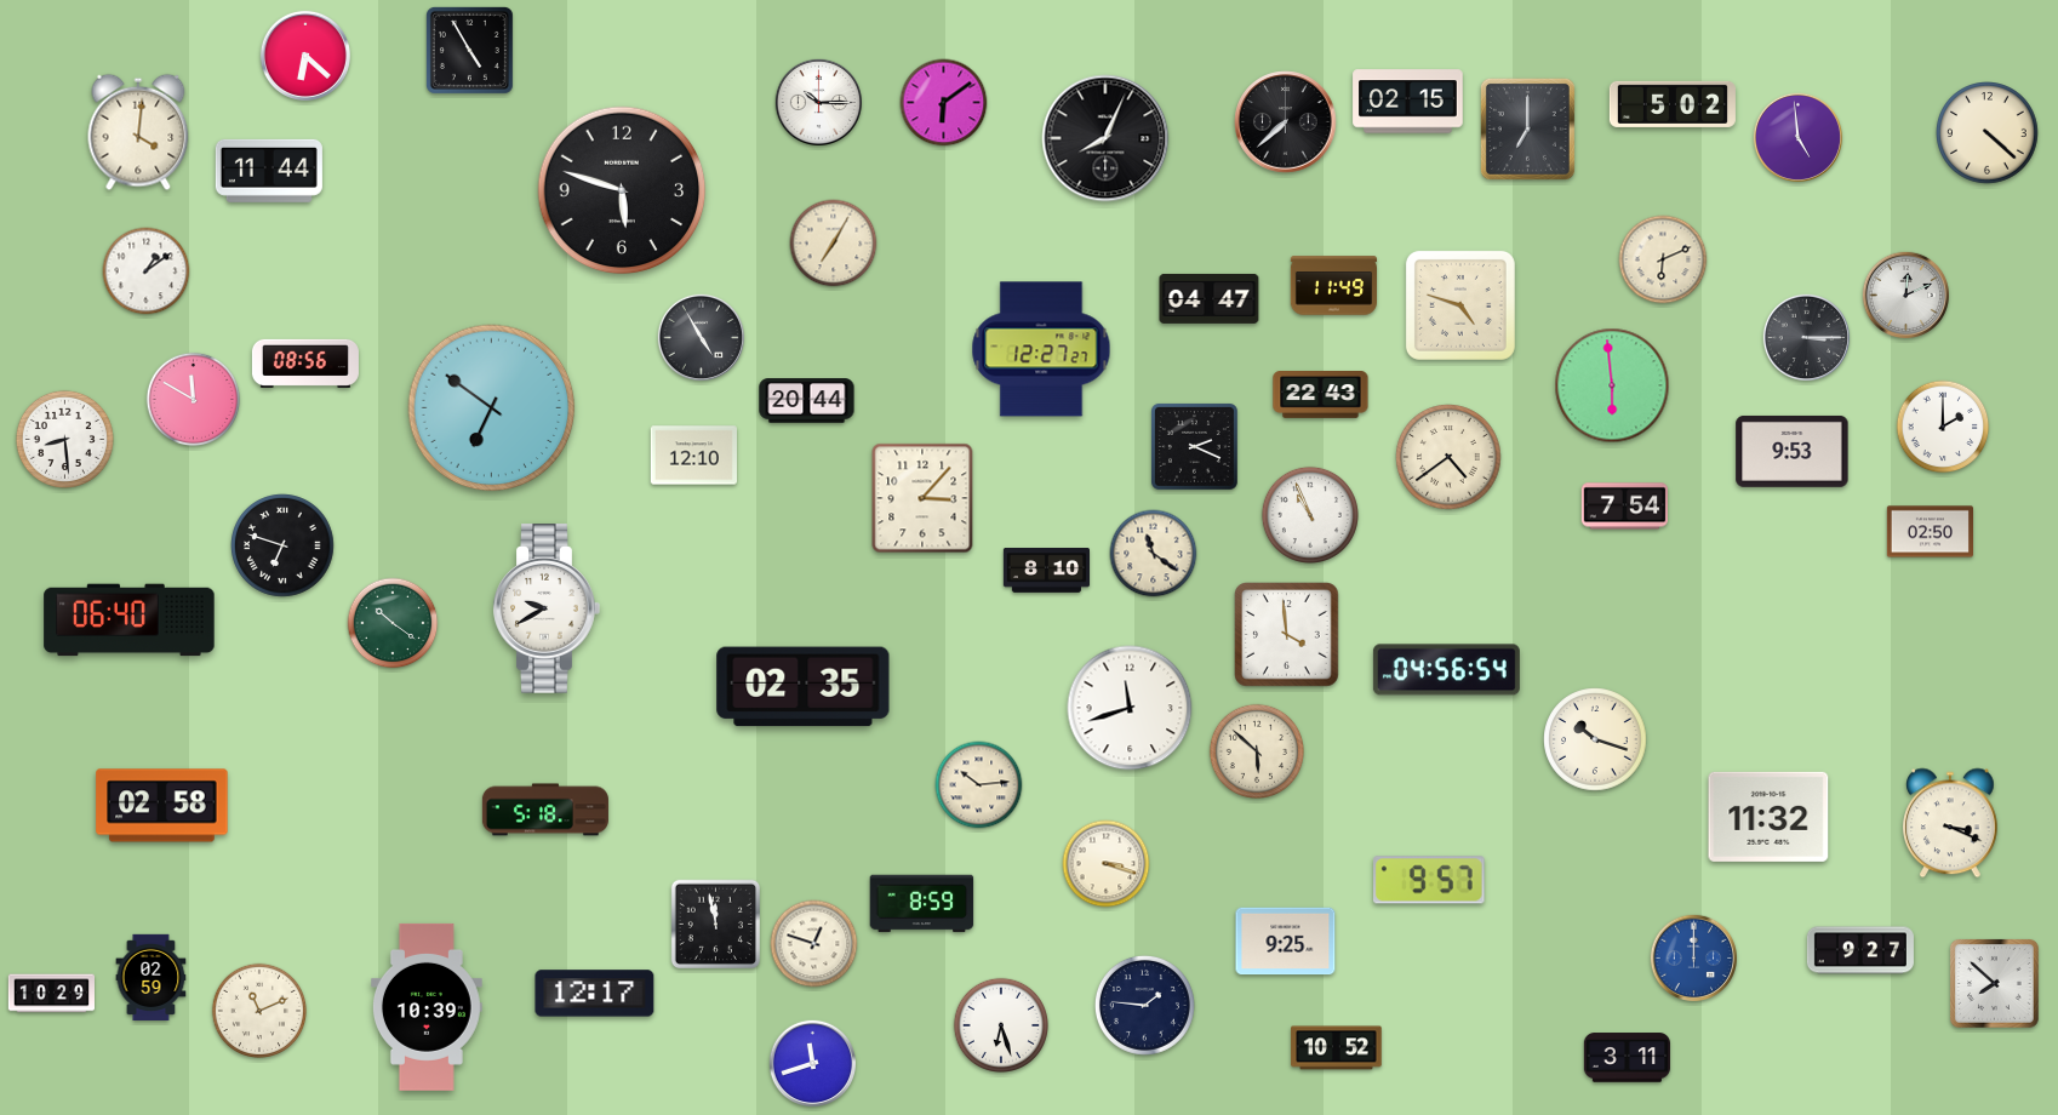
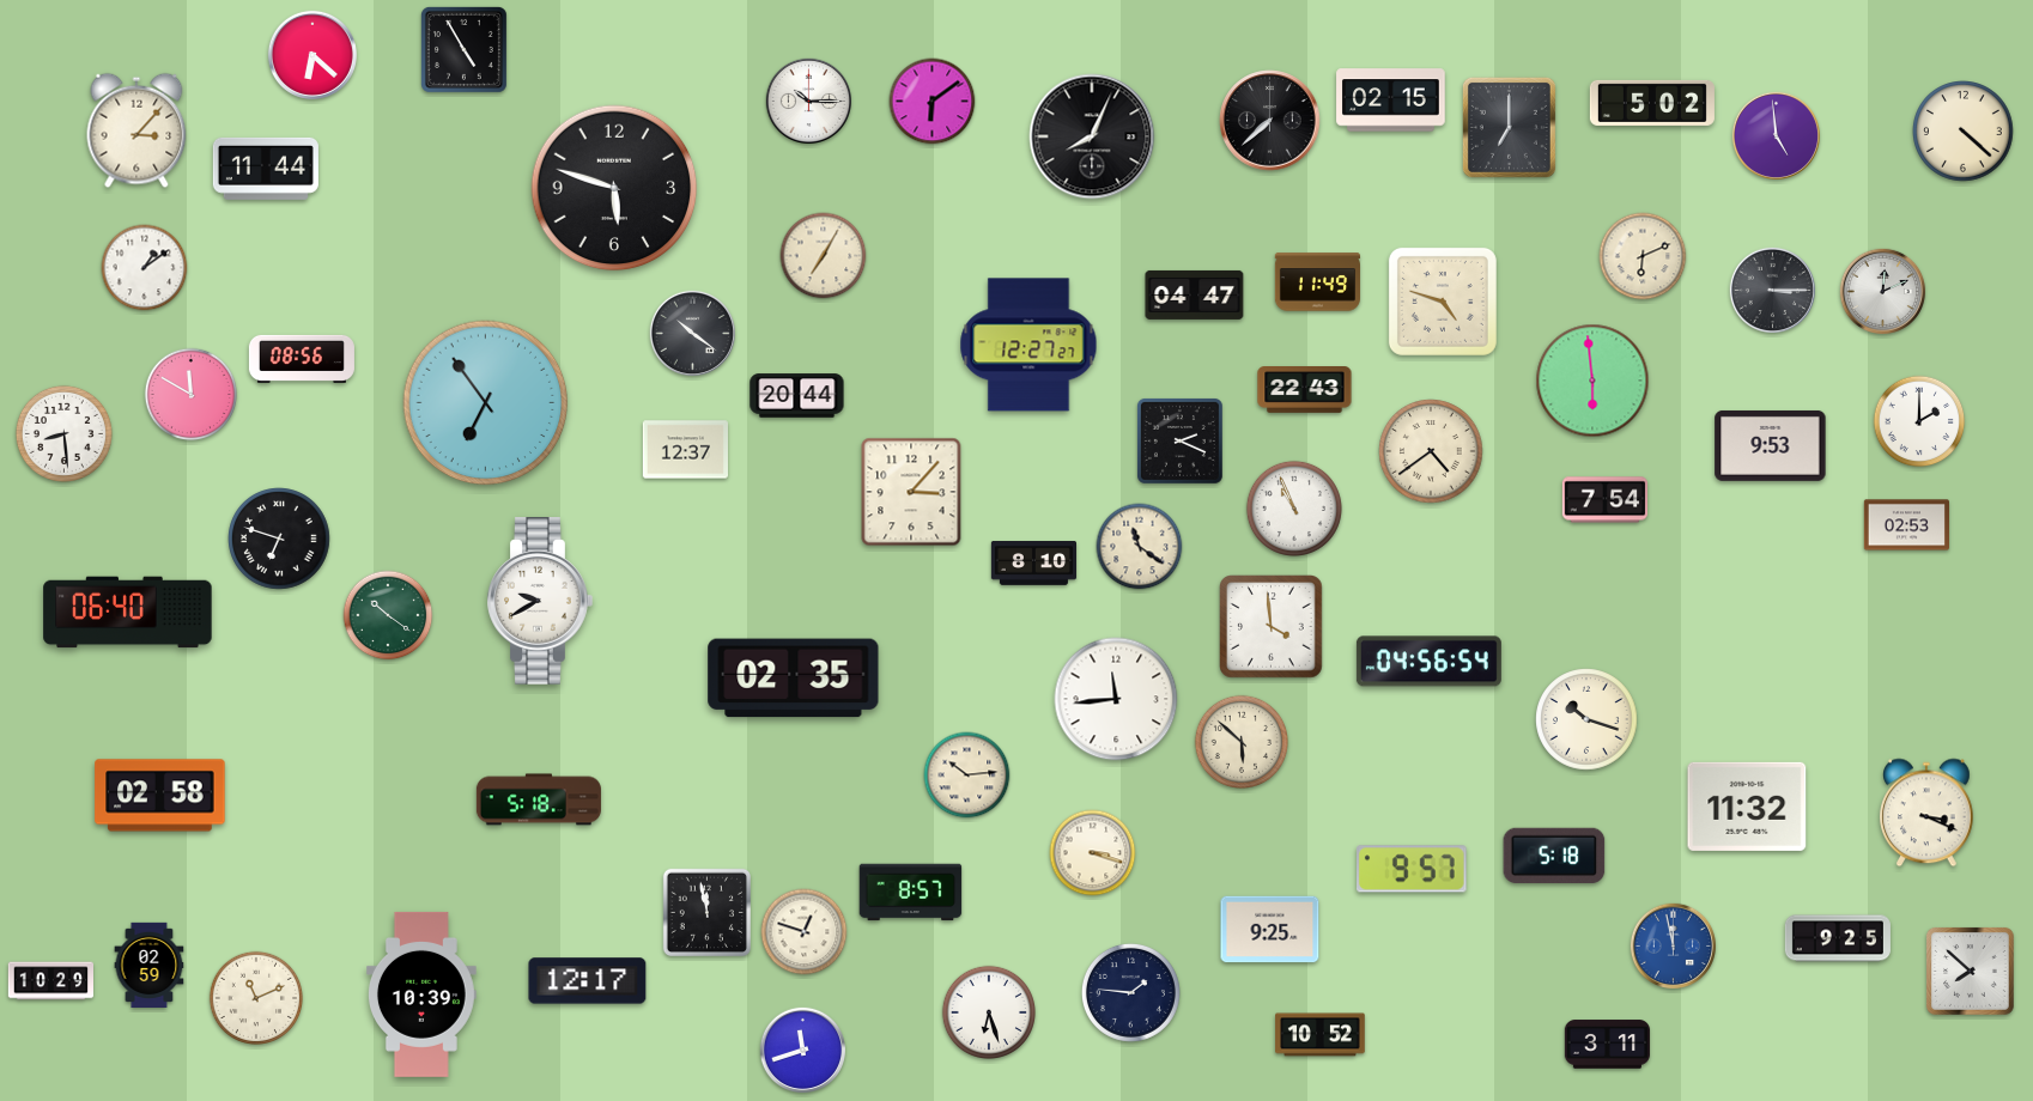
clock at (305, 56) position: (305, 56) -> (312, 55)
clock at (138, 132): 4:01 -> 3:07
clock at (834, 244) position: (834, 244) -> (824, 256)
clock at (701, 337): 4:55 -> 10:21
clock at (1806, 337) position: (1806, 337) -> (1772, 290)
clock at (492, 408): 6:51 -> 6:54
clock at (693, 456): 12:10 -> 12:37
clock at (1930, 532): 02:50 -> 02:53
clock at (1130, 708): 11:42 -> 11:44
clock at (1595, 739) position: (1595, 739) -> (1586, 719)
clock at (1554, 854): none -> 5:18
clock at (922, 904): 8:59 -> 8:57
clock at (1860, 950): 9:27 -> 9:25
clock at (1693, 957): 12:00 -> 11:58
